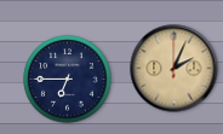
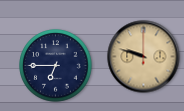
clock at (175, 69): 2:04 -> 9:48
